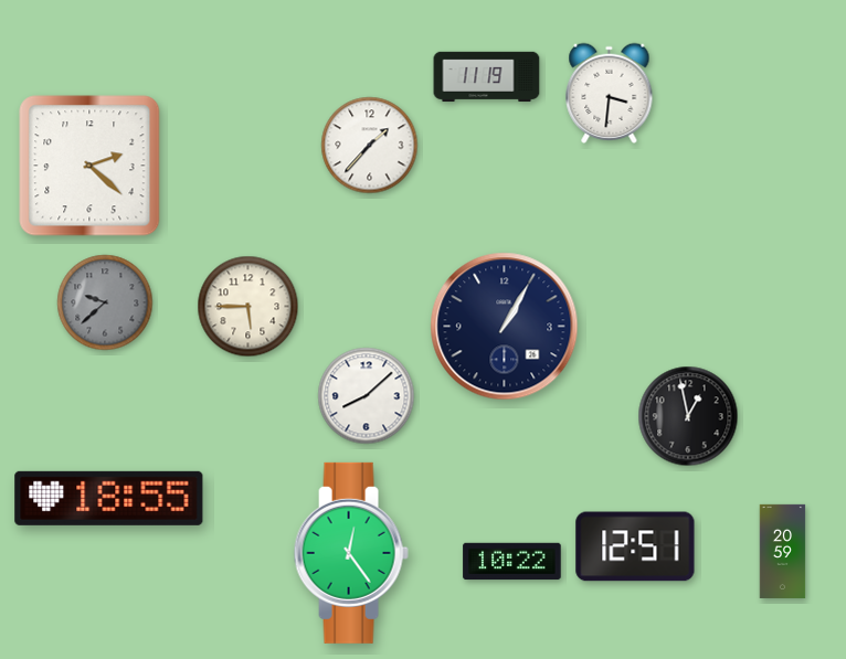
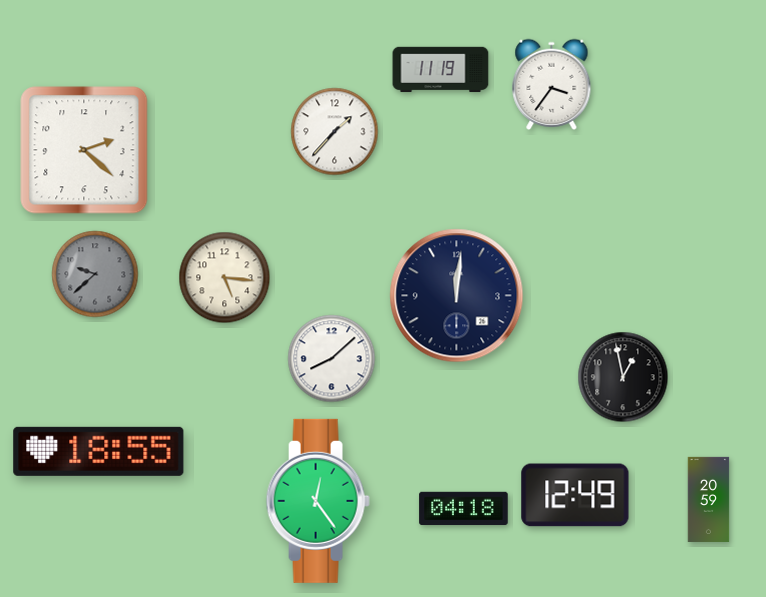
clock at (610, 93): 3:31 -> 3:36
clock at (89, 166) position: (89, 166) -> (84, 150)
clock at (248, 307): 5:45 -> 5:16
clock at (505, 327): 1:05 -> 12:01
clock at (635, 546): 12:51 -> 12:49
clock at (512, 562): 10:22 -> 04:18
